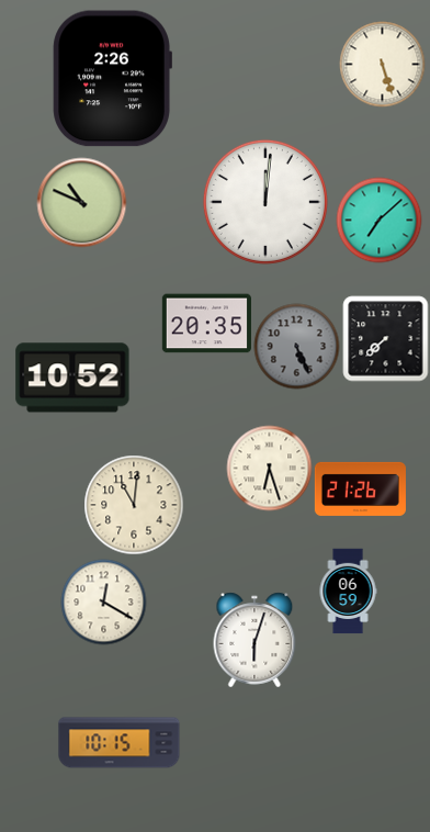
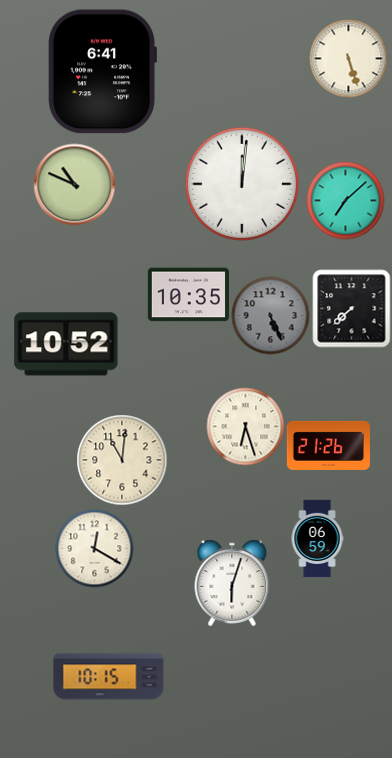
clock at (112, 79): 2:26 -> 6:41
clock at (206, 324): 20:35 -> 10:35
